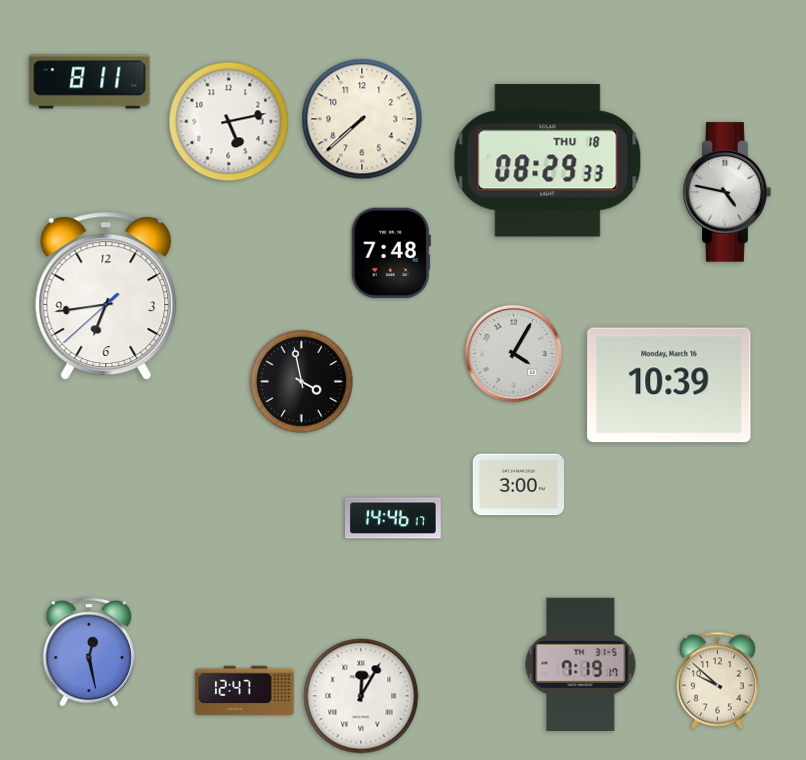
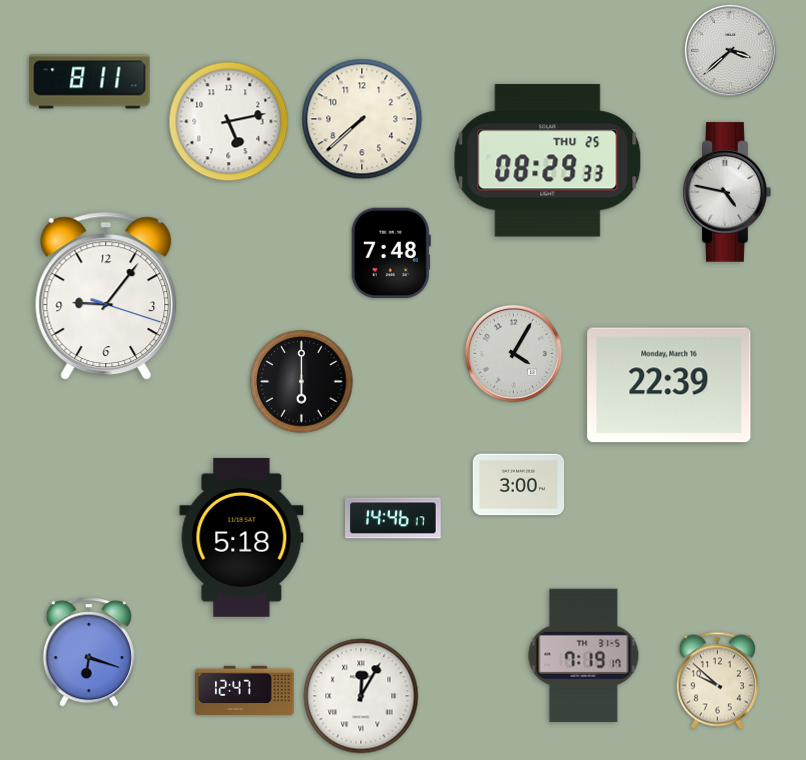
clock at (730, 50): none -> 3:38
clock at (548, 161) date: THU 18 -> THU 25
clock at (106, 296): 6:43 -> 9:06
clock at (302, 382): 3:58 -> 6:00
clock at (669, 385): 10:39 -> 22:39
clock at (242, 537): none -> 5:18
clock at (89, 652): 12:28 -> 6:18
clock at (581, 664) position: (581, 664) -> (584, 655)
